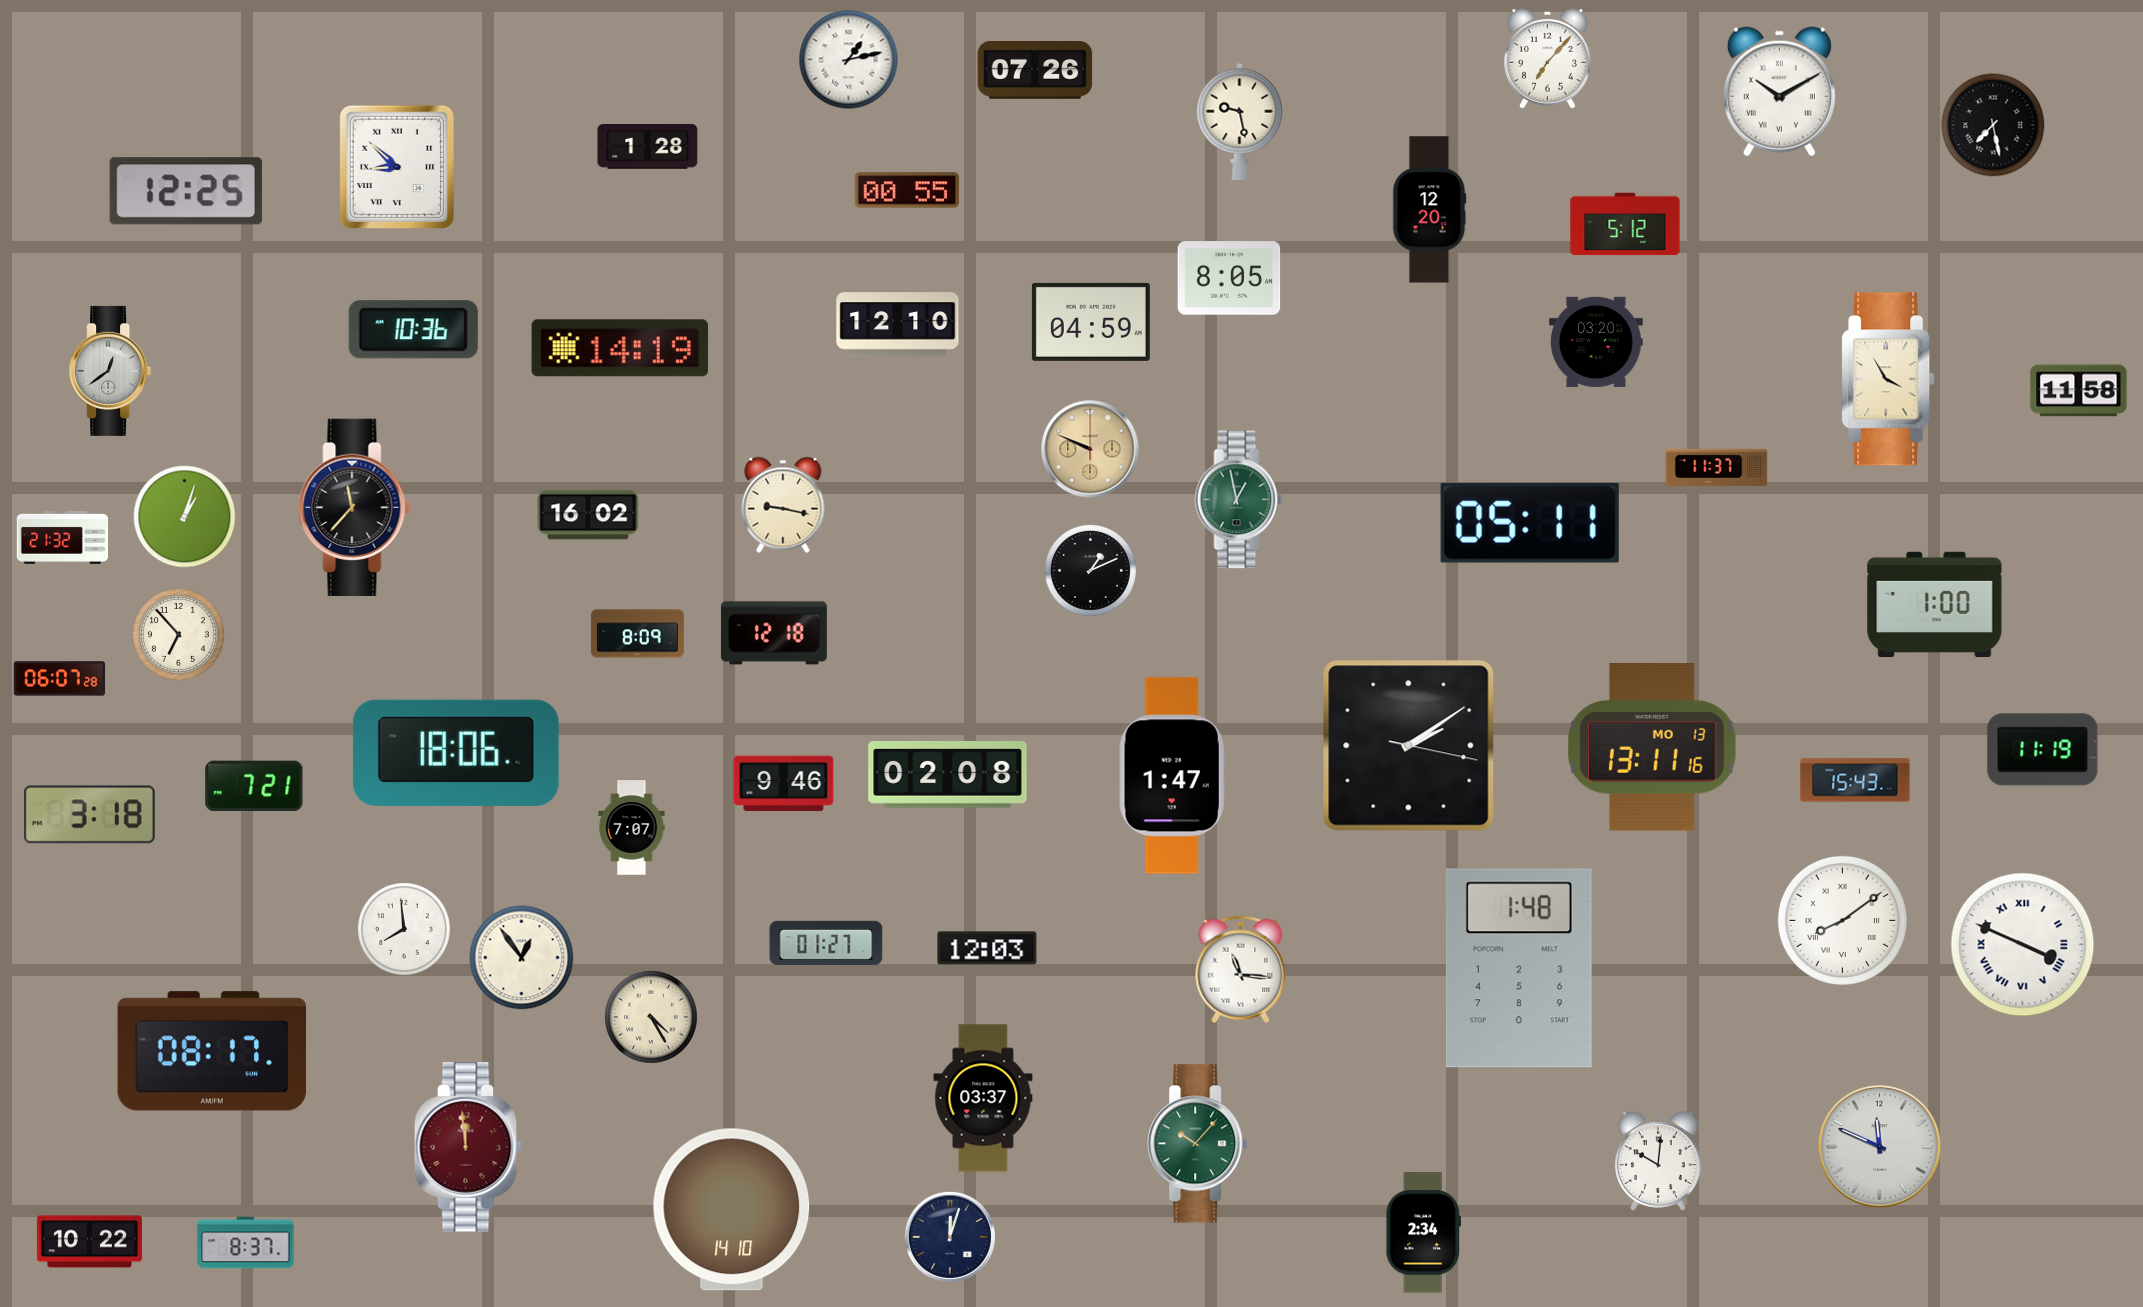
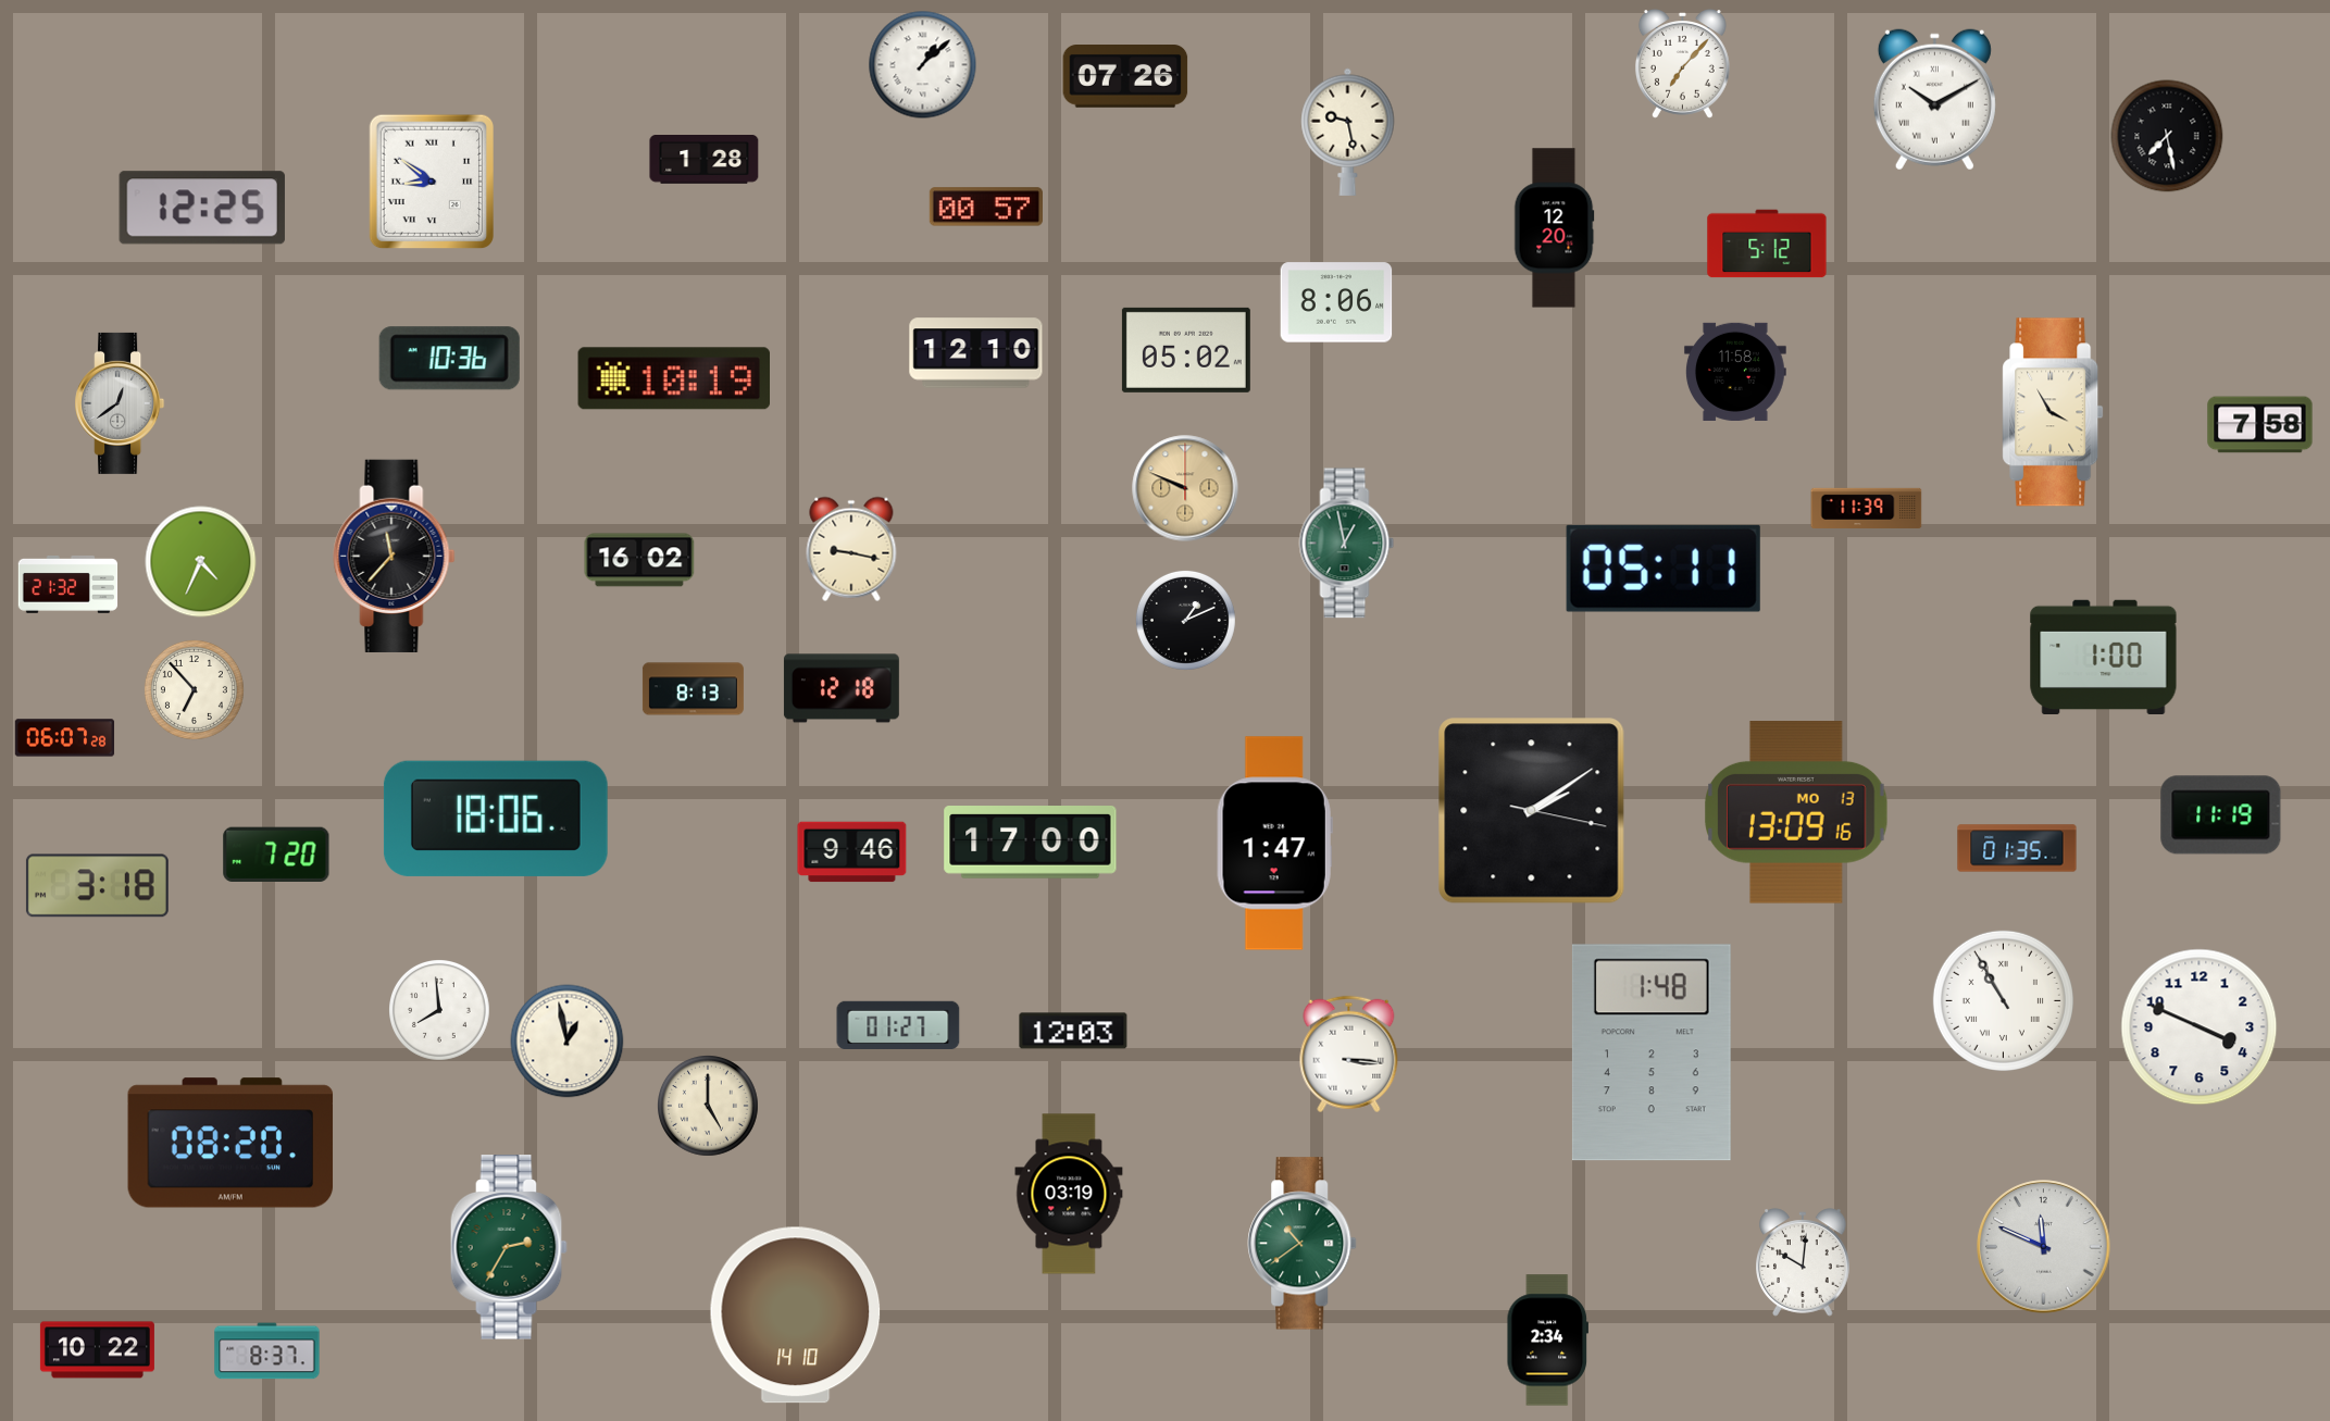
clock at (849, 60): 1:13 -> 1:08
clock at (397, 167): 8:52 -> 8:51
clock at (907, 190): 00:55 -> 00:57
clock at (1229, 278): 8:05 -> 8:06
clock at (1091, 322): 04:59 -> 05:02
clock at (1596, 342): 03:20 -> 11:58
clock at (619, 348): 14:19 -> 10:19
clock at (2079, 391): 11:58 -> 7:58
clock at (1717, 467): 11:37 -> 11:39
clock at (355, 507) position: (355, 507) -> (395, 556)
clock at (185, 517): 1:03 -> 4:34
clock at (637, 634): 8:09 -> 8:13
clock at (1652, 747): 13:11 -> 13:09
clock at (948, 775): 02:08 -> 17:00
clock at (1855, 780): 15:43 -> 01:35
clock at (254, 785): 7:21 -> 7:20
clock at (632, 828): 7:07 -> none
clock at (1842, 920): 8:09 -> 10:55
clock at (2023, 945) numerals: Roman -> Arabic
clock at (522, 958): 12:54 -> 12:58
clock at (1241, 970): 11:16 -> 3:16
clock at (652, 1018): 4:25 -> 5:00
clock at (212, 1051): 08:17 -> 08:20
clock at (983, 1098): 03:37 -> 03:19
clock at (1198, 1144): 10:07 -> 10:39
clock at (468, 1147): 11:59 -> 2:35
clock at (468, 1147) dial: burgundy -> green
clock at (950, 1237): 12:03 -> none
